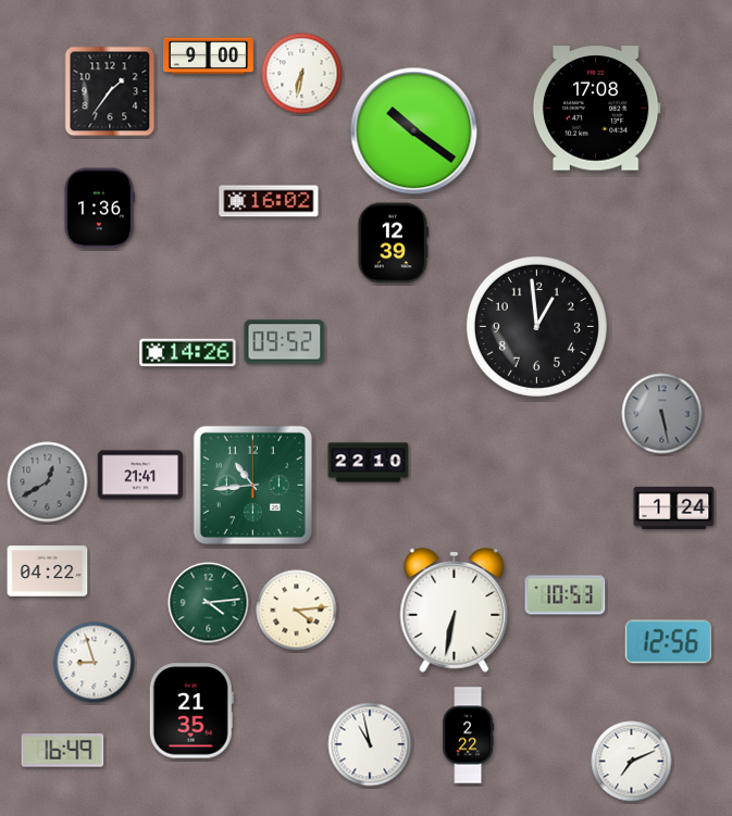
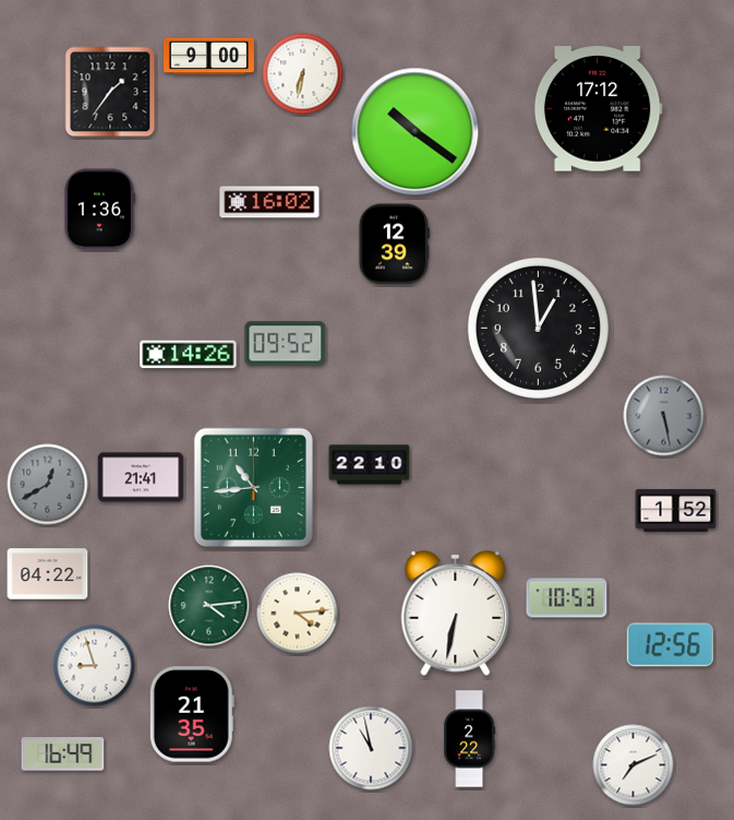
clock at (596, 109): 17:08 -> 17:12
clock at (674, 507): 1:24 -> 1:52
